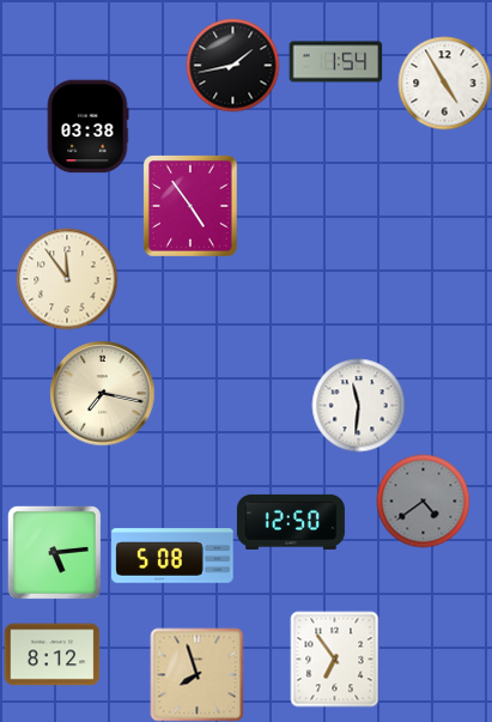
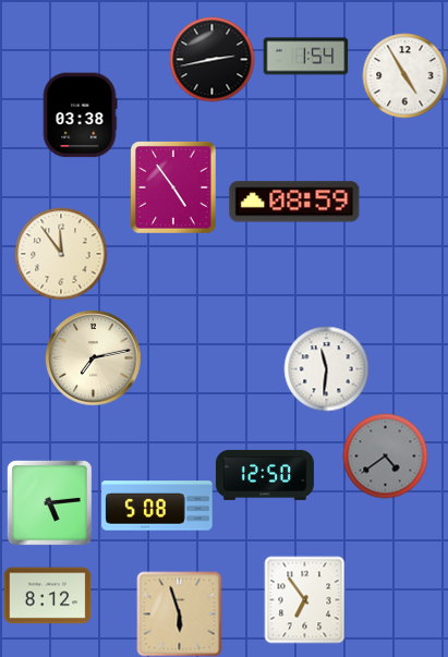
clock at (232, 65): 1:43 -> 2:43
clock at (294, 202): none -> 08:59
clock at (102, 393): 7:17 -> 7:13
clock at (196, 674): 7:57 -> 5:57
